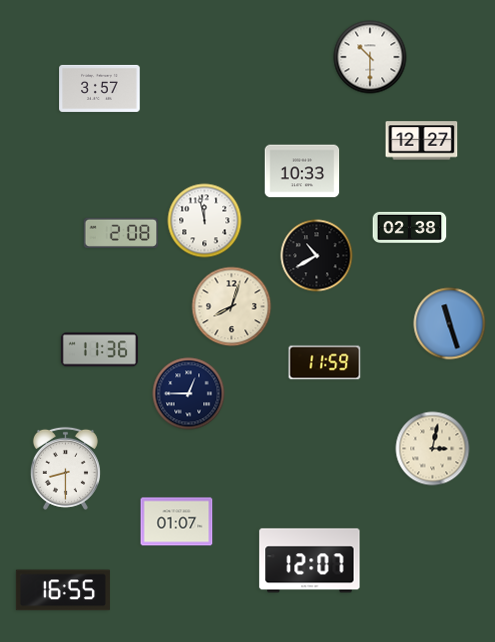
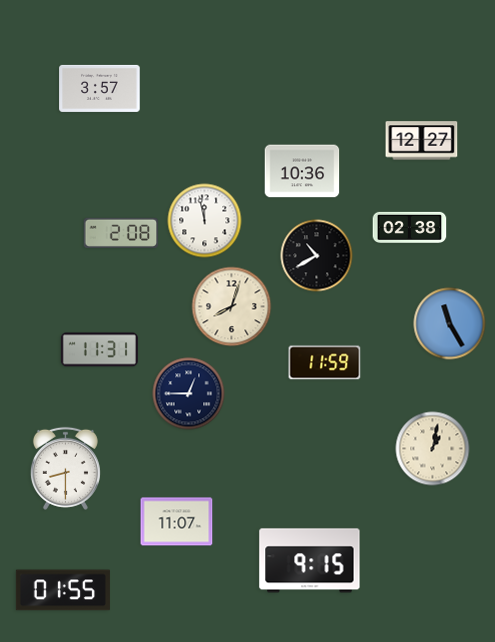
clock at (370, 57): 10:30 -> none
clock at (302, 171): 10:33 -> 10:36
clock at (450, 324): 11:27 -> 11:25
clock at (99, 350): 11:36 -> 11:31
clock at (433, 449): 3:02 -> 1:02
clock at (177, 522): 01:07 -> 11:07
clock at (310, 561): 12:07 -> 9:15
clock at (63, 590): 16:55 -> 01:55
